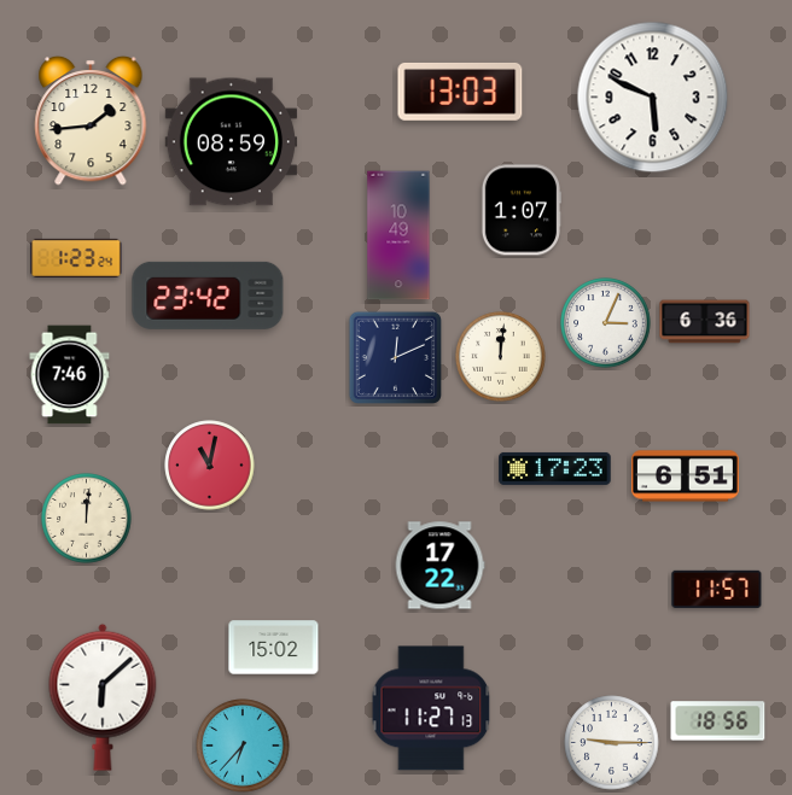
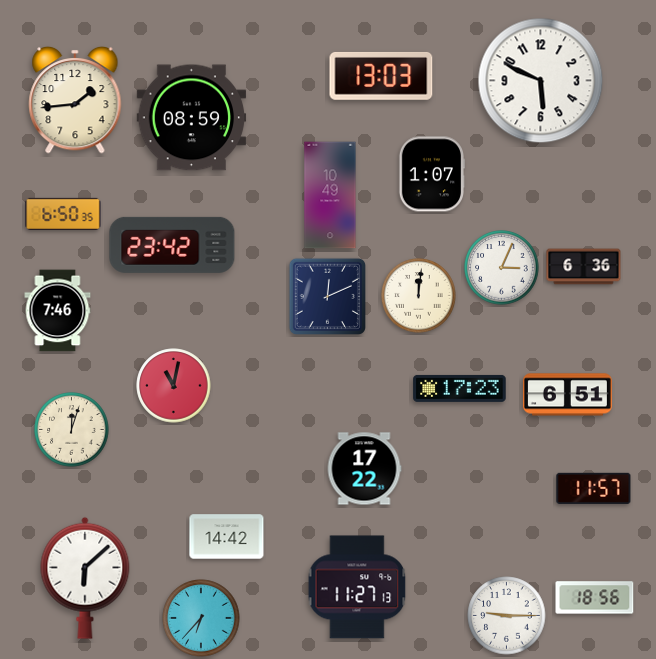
clock at (76, 258): 1:23 -> 6:50
clock at (501, 357) position: (501, 357) -> (419, 296)
clock at (87, 519): 12:01 -> 12:03
clock at (274, 648): 15:02 -> 14:42
